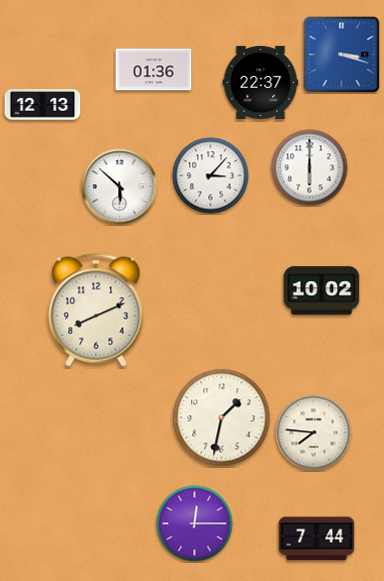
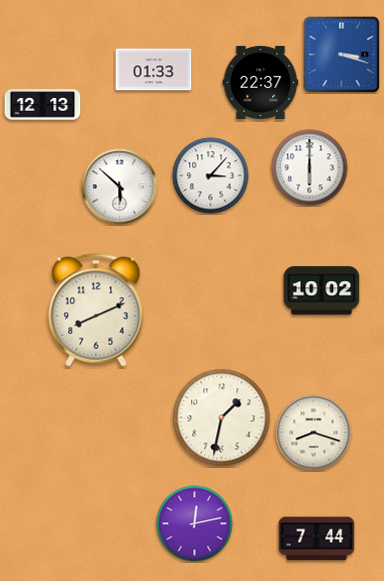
clock at (154, 70): 01:36 -> 01:33
clock at (314, 433): 7:46 -> 8:18
clock at (195, 524): 12:15 -> 12:13
